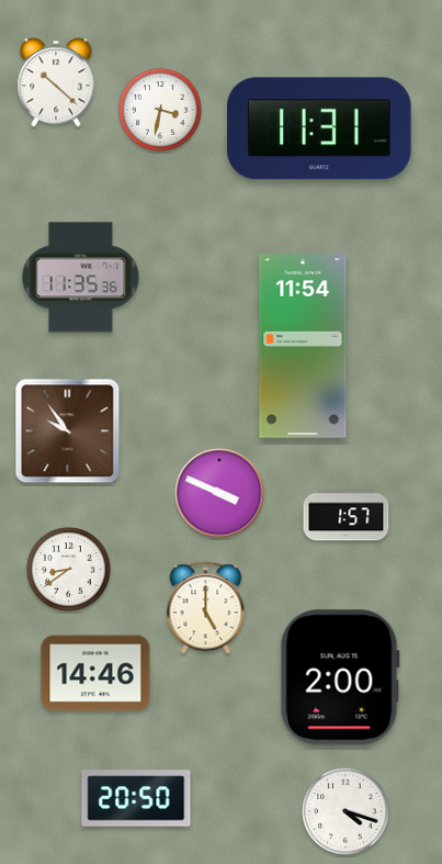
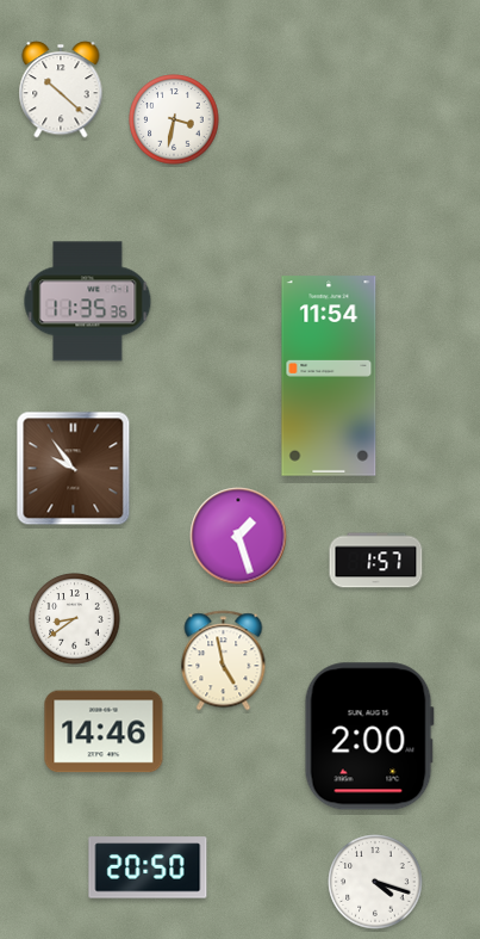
clock at (319, 128): 11:31 -> none
clock at (219, 493): 3:49 -> 1:27
clock at (206, 608): 5:00 -> 4:58
